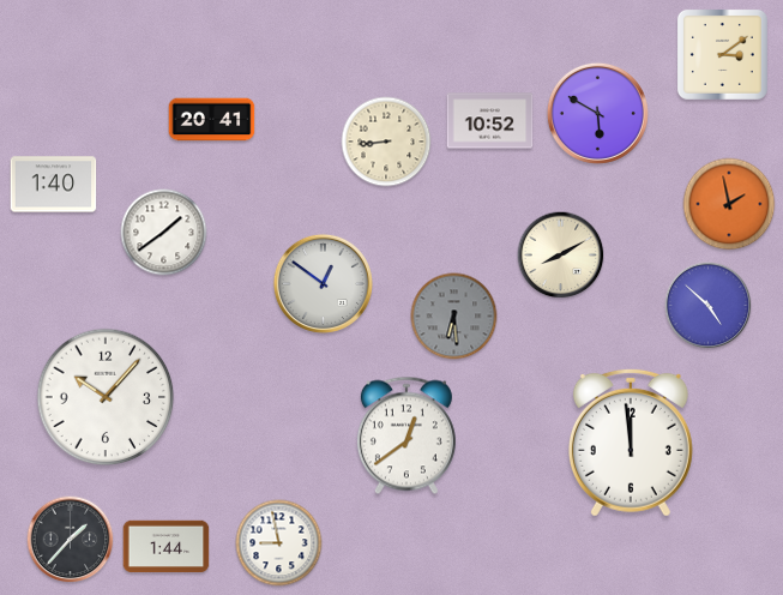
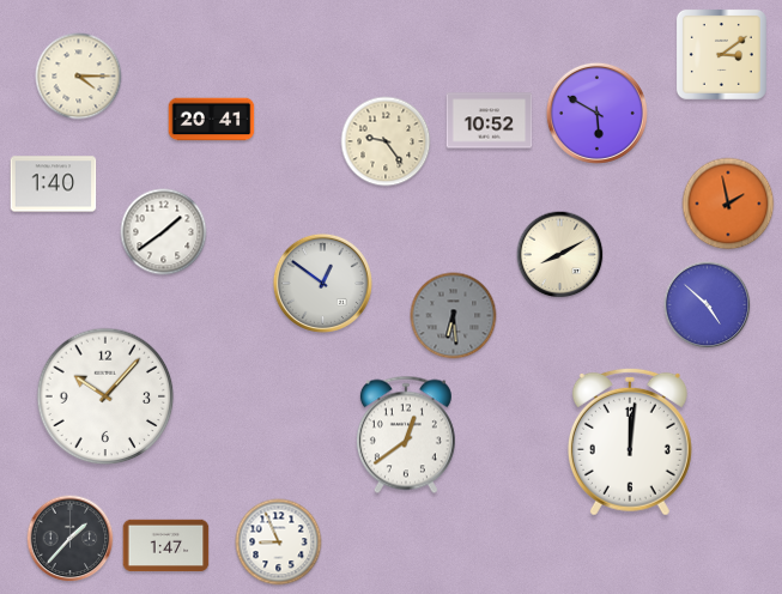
clock at (79, 77): none -> 4:15
clock at (386, 142): 8:44 -> 9:24
clock at (631, 443): 11:59 -> 12:01
clock at (279, 543): 8:58 -> 8:56
clock at (167, 547): 1:44 -> 1:47
